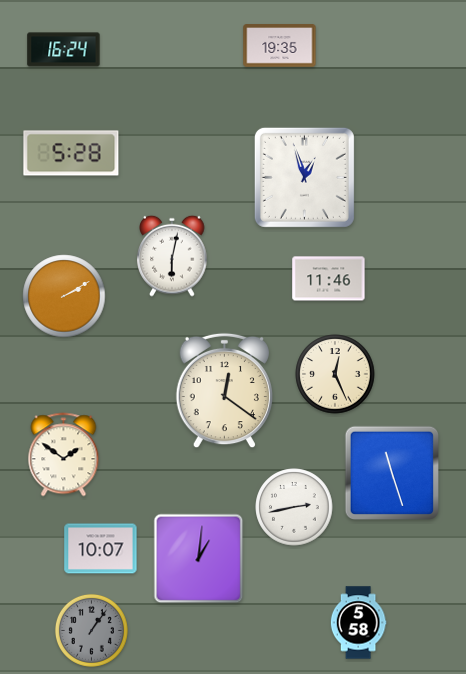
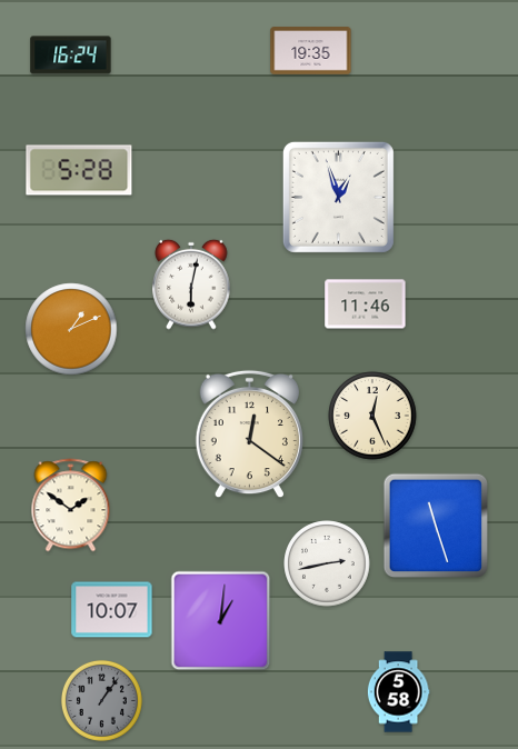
clock at (329, 279) position: (329, 279) -> (366, 304)
clock at (64, 296): 2:10 -> 1:11
